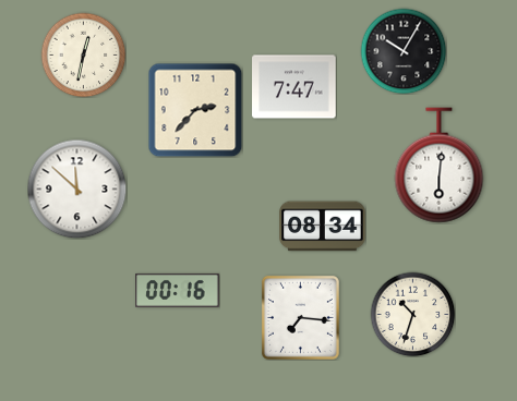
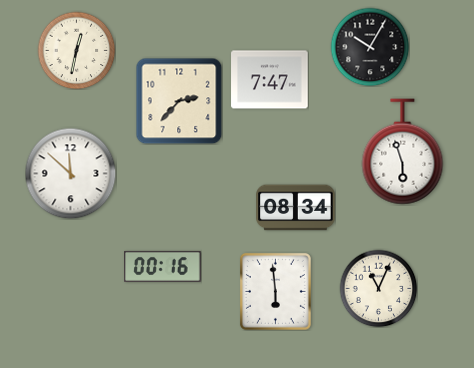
clock at (440, 166): 6:01 -> 5:57
clock at (412, 314): 10:33 -> 11:04
clock at (300, 317): 7:16 -> 5:59
